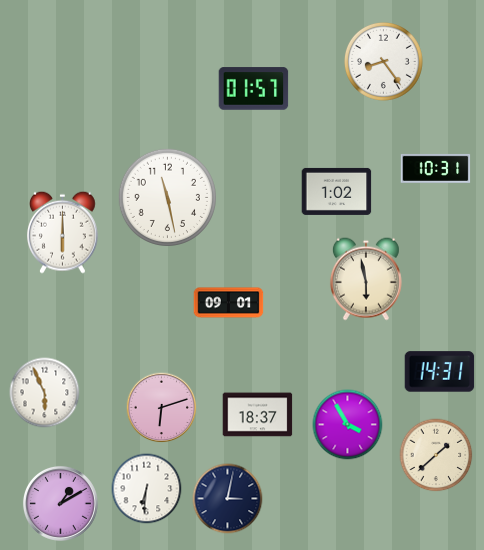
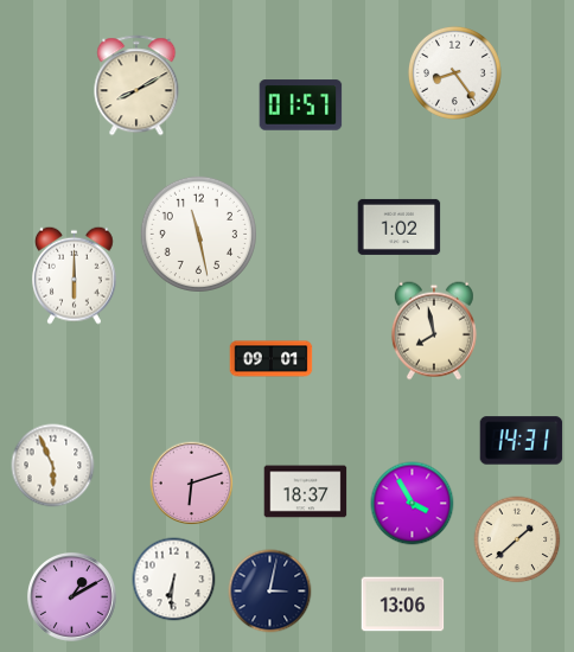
clock at (136, 85): none -> 8:10
clock at (436, 168): 10:31 -> none
clock at (366, 279): 5:58 -> 7:58
clock at (403, 605): none -> 13:06
